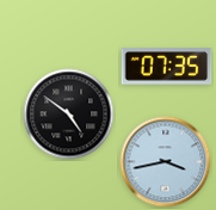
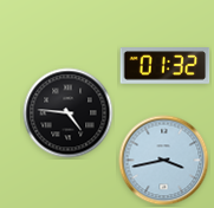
clock at (167, 67): 07:35 -> 01:32
clock at (69, 115): 4:51 -> 4:46
